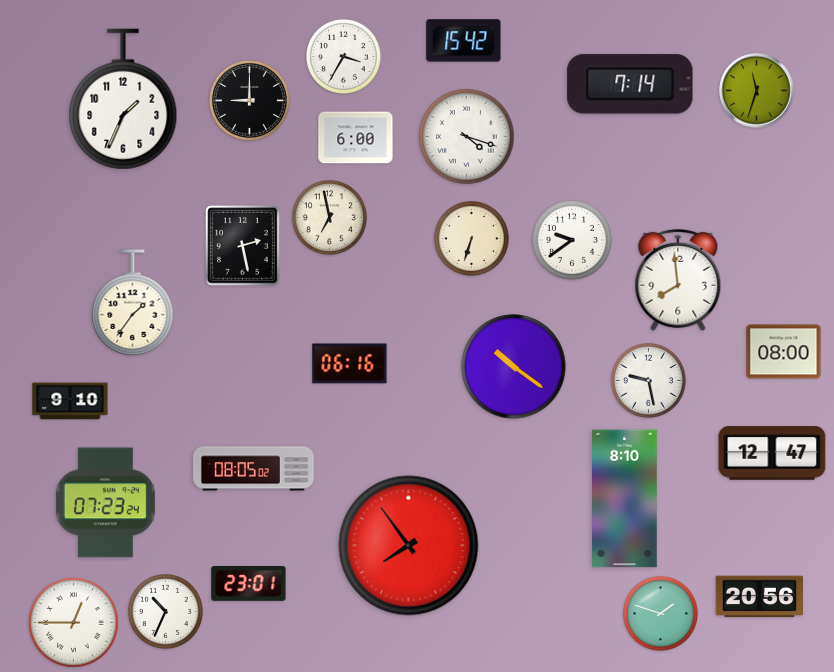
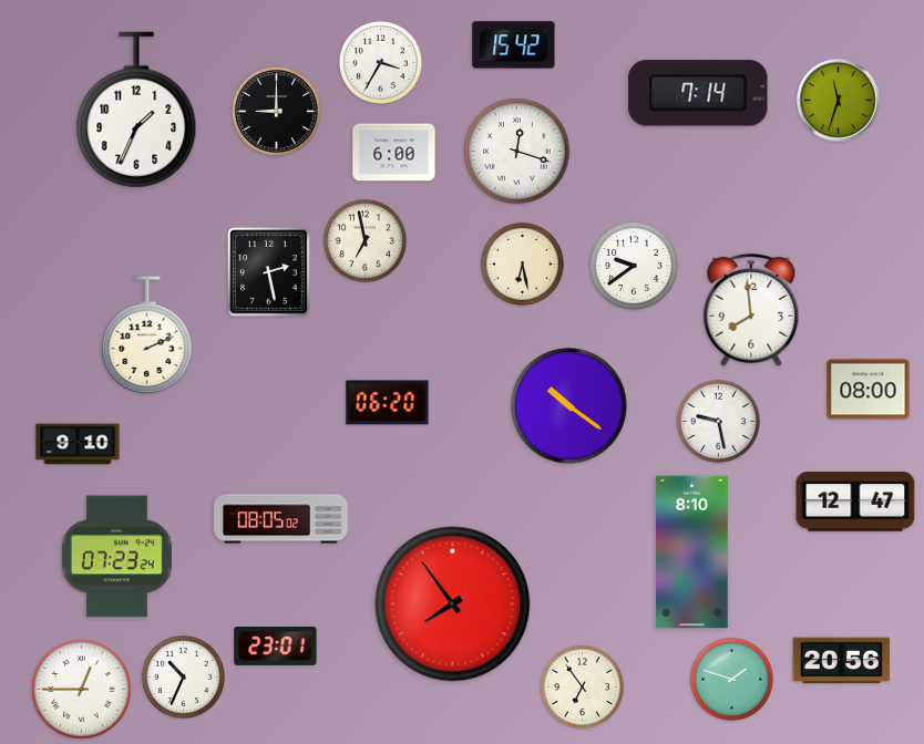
clock at (467, 137): 4:18 -> 12:18
clock at (471, 238): 6:33 -> 6:28
clock at (133, 303): 1:36 -> 2:11
clock at (350, 364): 06:16 -> 06:20
clock at (582, 686): none -> 6:54
